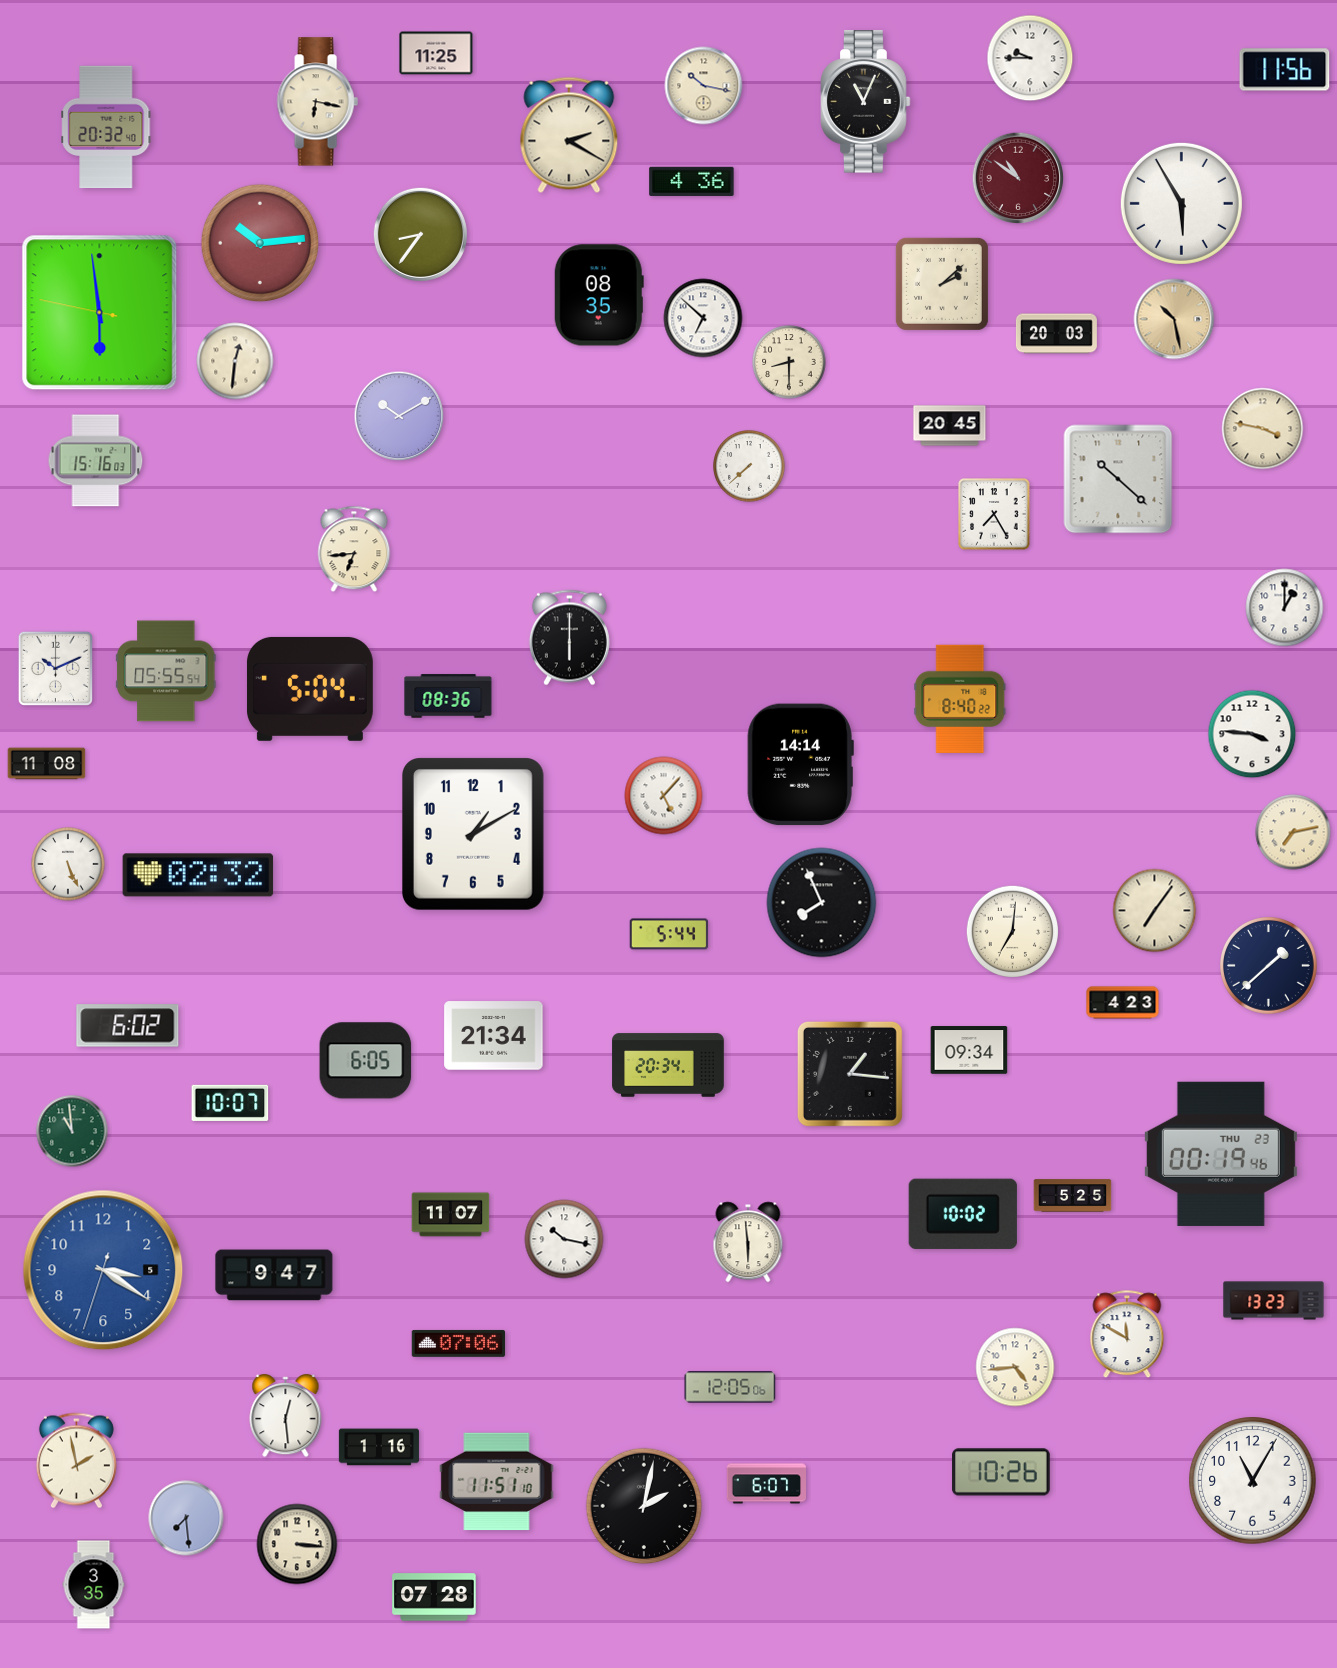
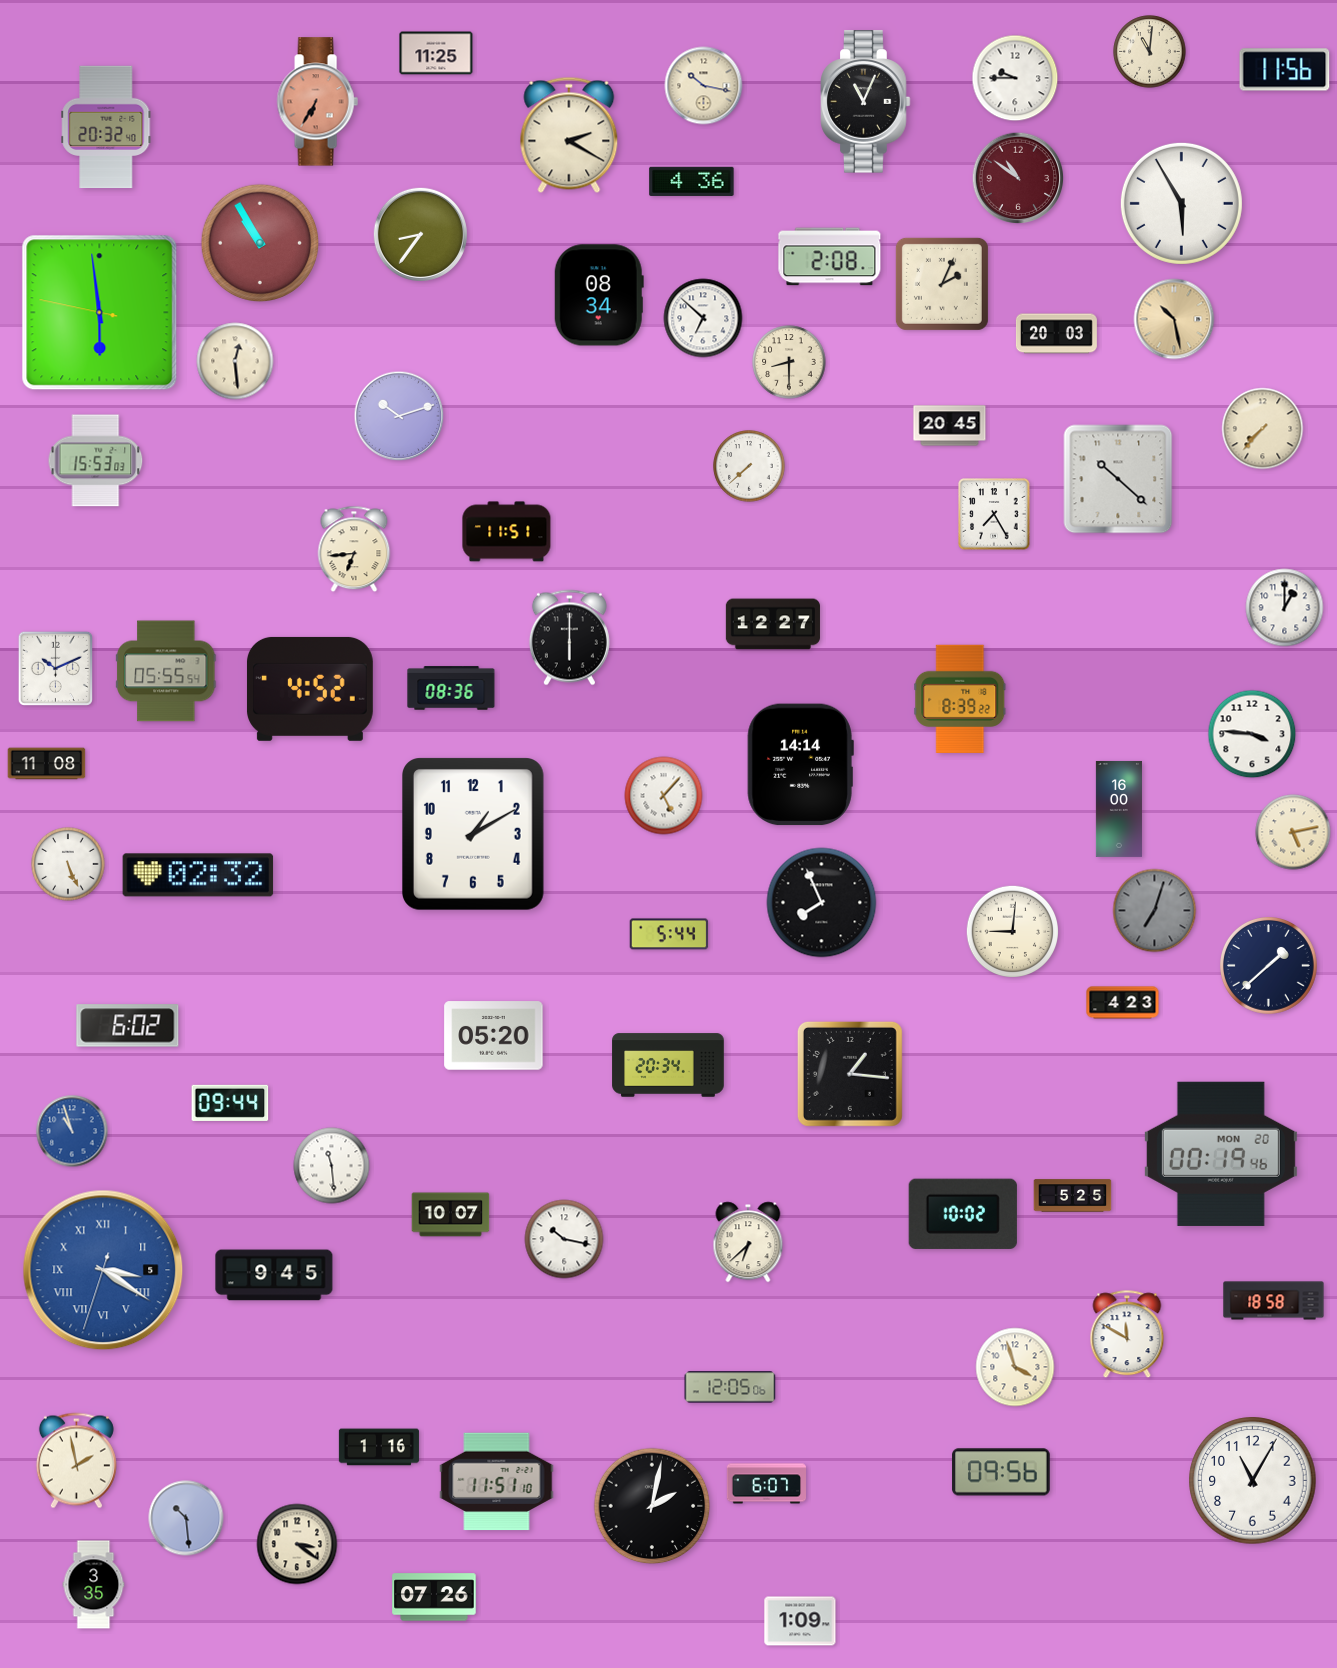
clock at (1150, 52): none -> 11:01
clock at (1030, 58) position: (1030, 58) -> (1015, 78)
clock at (317, 102): 6:17 -> 6:35
clock at (317, 102) dial: cream -> salmon
clock at (260, 243): 10:14 -> 10:55
clock at (830, 257): none -> 2:08
clock at (942, 284): 2:08 -> 2:04
clock at (599, 295): 08:35 -> 08:34
clock at (235, 361): 12:31 -> 12:29
clock at (399, 416): 10:10 -> 10:12
clock at (1263, 429): 3:47 -> 7:37
clock at (96, 461): 15:16 -> 15:53
clock at (507, 532): none -> 11:51
clock at (772, 624): none -> 12:27
clock at (310, 689): 5:04 -> 4:52
clock at (448, 696) position: (448, 696) -> (451, 688)
clock at (960, 699): 8:40 -> 8:39
clock at (1119, 809): none -> 16:00
clock at (1293, 832): 7:13 -> 5:13
clock at (1155, 911): 7:06 -> 7:03
clock at (1155, 911) dial: cream -> grey
clock at (1012, 931): 7:01 -> 9:01
clock at (494, 1036): 21:34 -> 05:20
clock at (969, 1050): 09:34 -> none
clock at (366, 1061): 6:05 -> none
clock at (230, 1103): 10:07 -> 09:44
clock at (72, 1131): 10:59 -> 10:57
clock at (72, 1131) dial: green -> blue
clock at (1221, 1154) date: THU 23 -> MON 20
clock at (332, 1166): none -> 11:29
clock at (451, 1215): 11:07 -> 10:07
clock at (748, 1242): 5:59 -> 6:38
clock at (103, 1270) numerals: Arabic -> Roman
clock at (274, 1275): 9:47 -> 9:45
clock at (1274, 1301): 13:23 -> 18:58
clock at (459, 1343): 07:06 -> none
clock at (1015, 1367): 4:44 -> 3:57
clock at (286, 1417): 12:29 -> none
clock at (1001, 1472): 10:26 -> 09:56
clock at (644, 1506) position: (644, 1506) -> (652, 1506)
clock at (186, 1518): 7:29 -> 10:29
clock at (297, 1544): 3:16 -> 3:21
clock at (434, 1597): 07:28 -> 07:26
clock at (800, 1621): none -> 1:09
